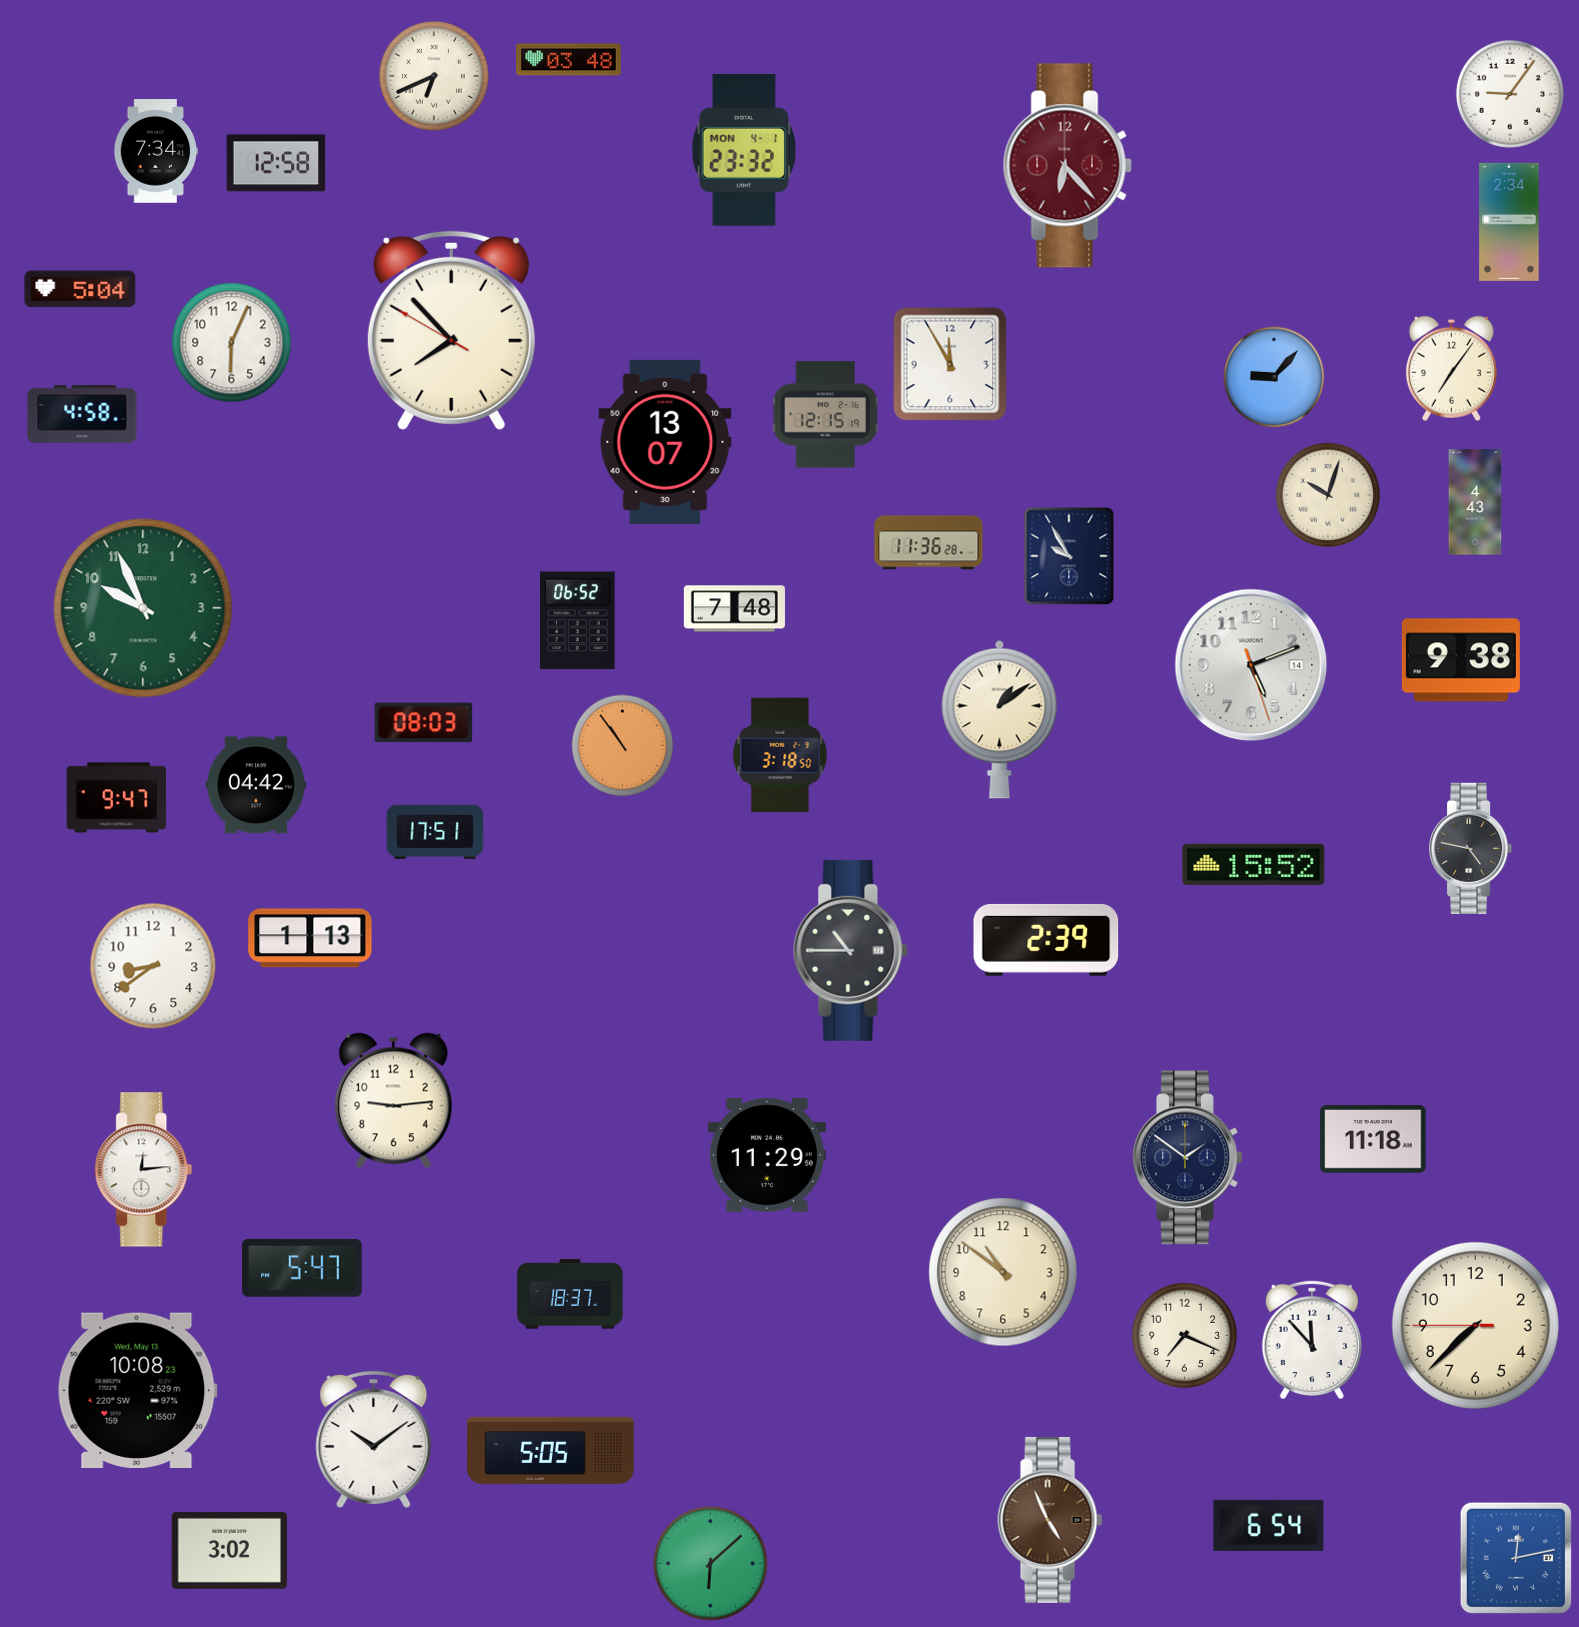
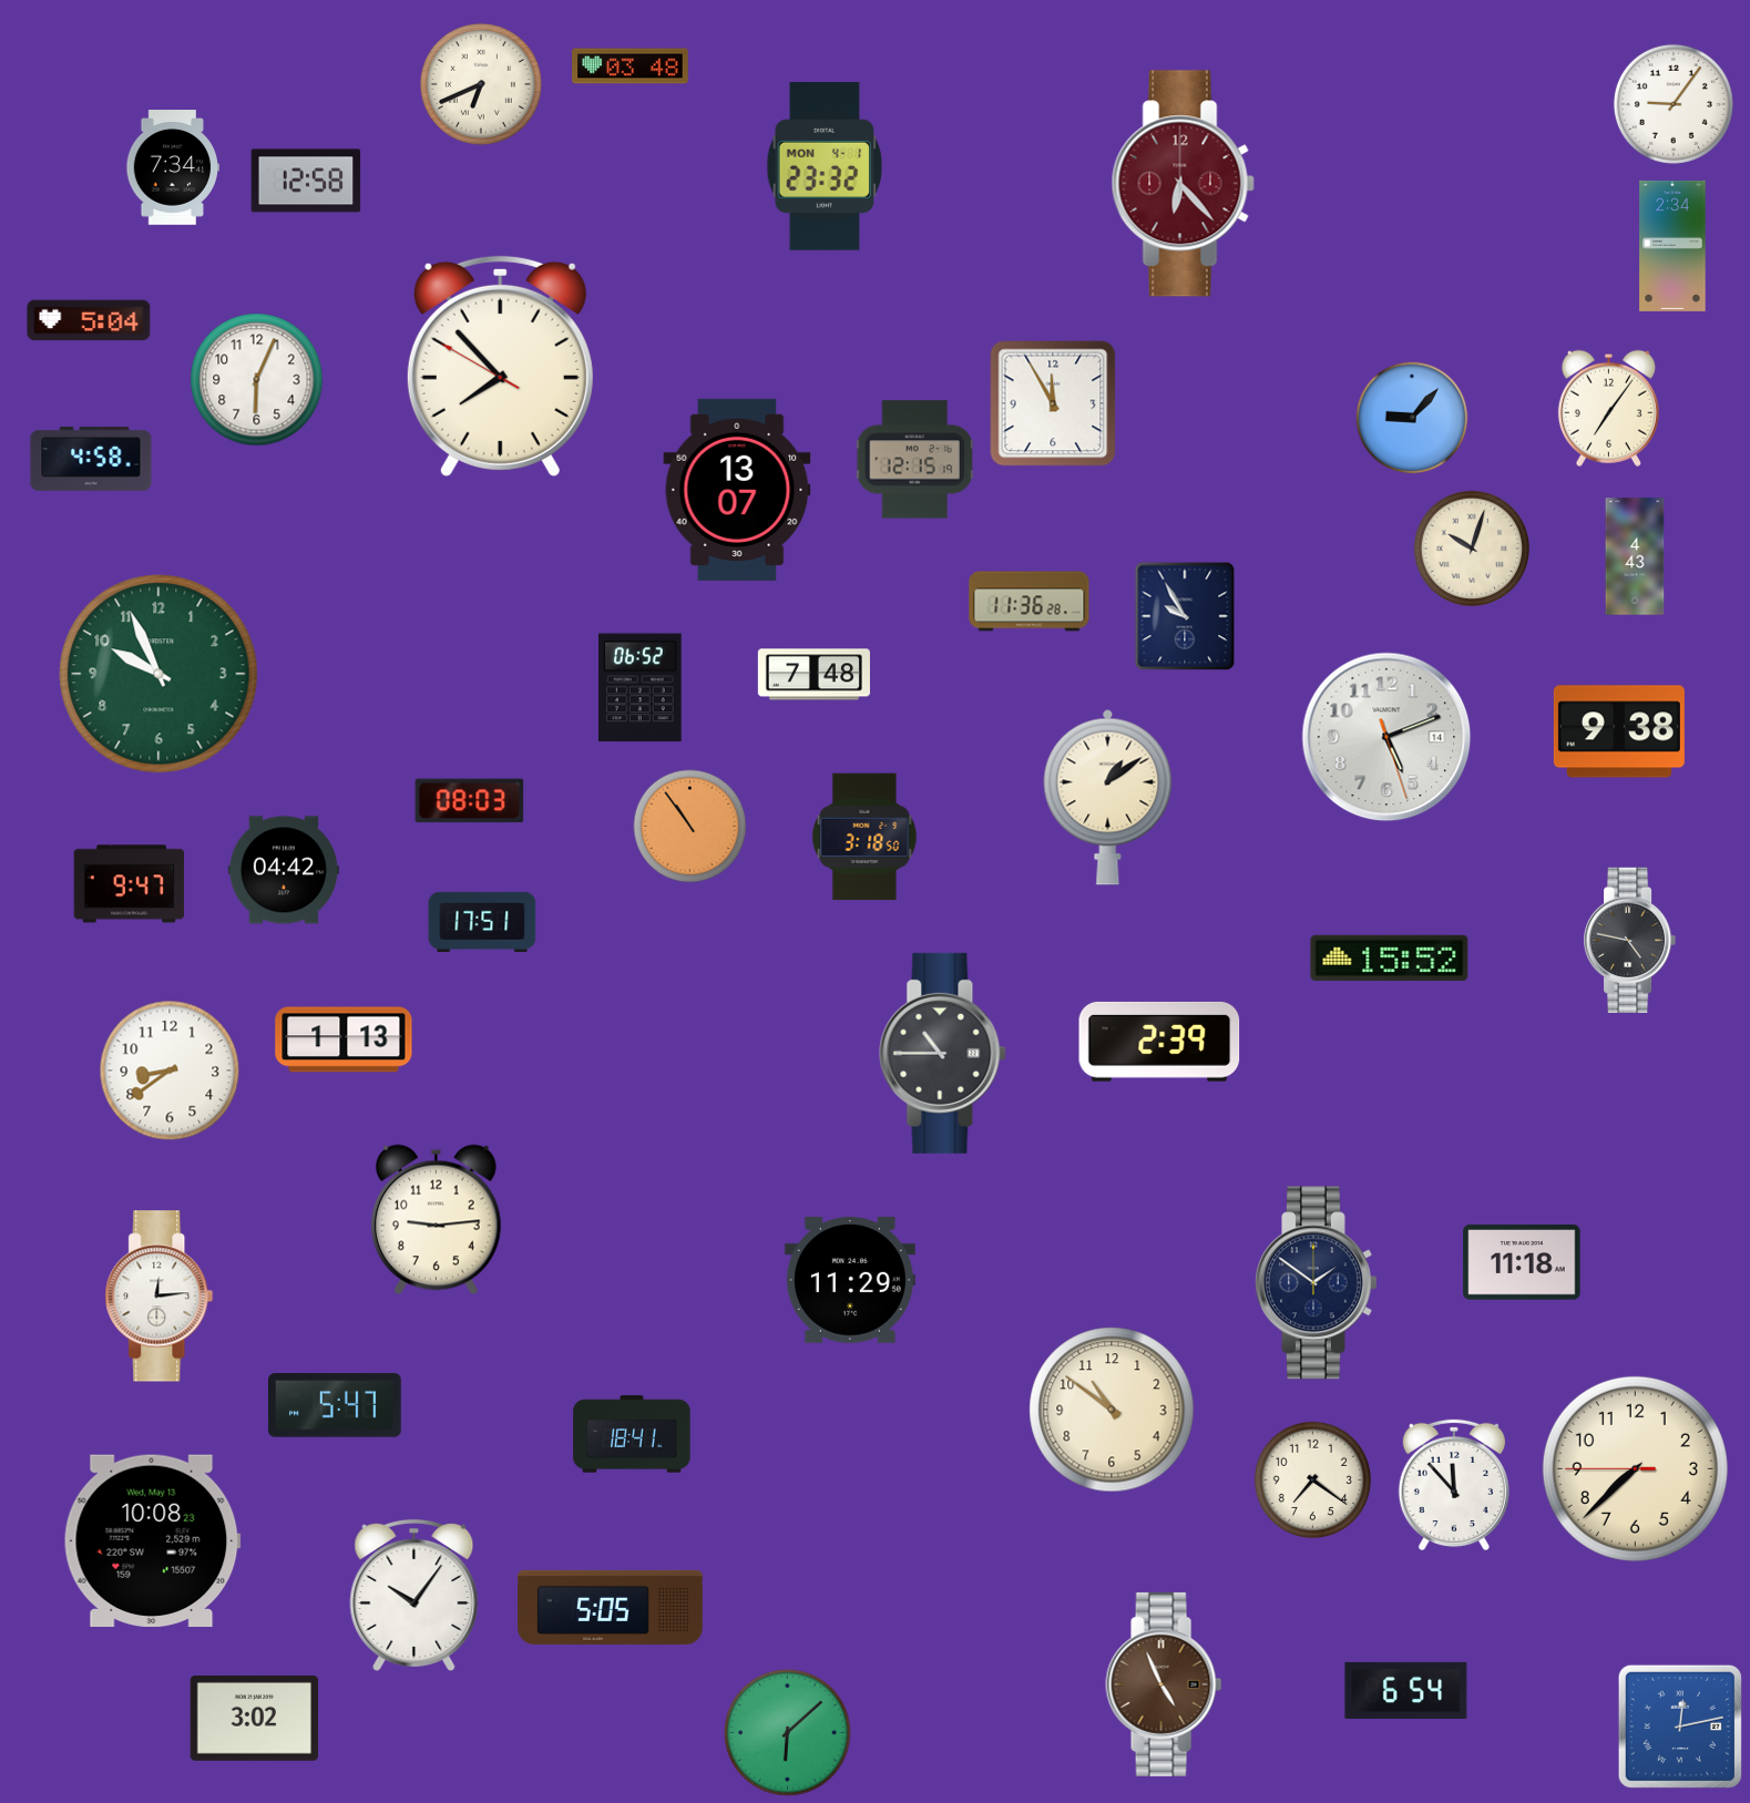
clock at (570, 1294): 18:37 -> 18:41
clock at (1184, 1335): 7:19 -> 7:21
clock at (374, 1439): 10:09 -> 10:06
